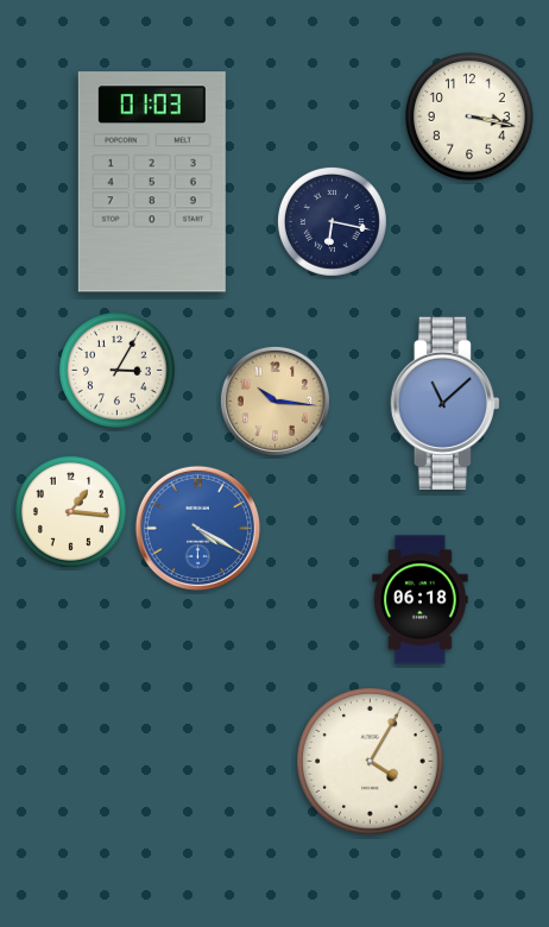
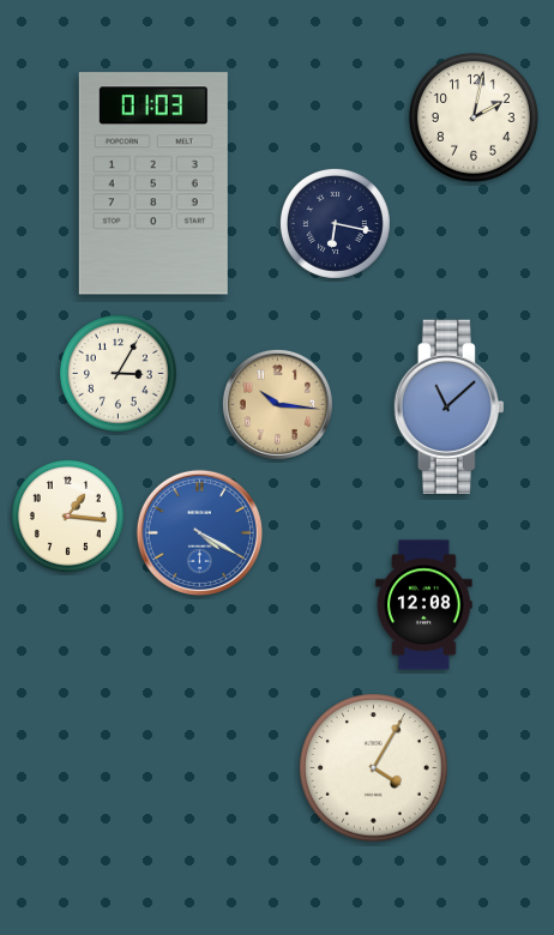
clock at (471, 118): 3:17 -> 2:02
clock at (70, 511) position: (70, 511) -> (67, 515)
clock at (421, 600): 06:18 -> 12:08
